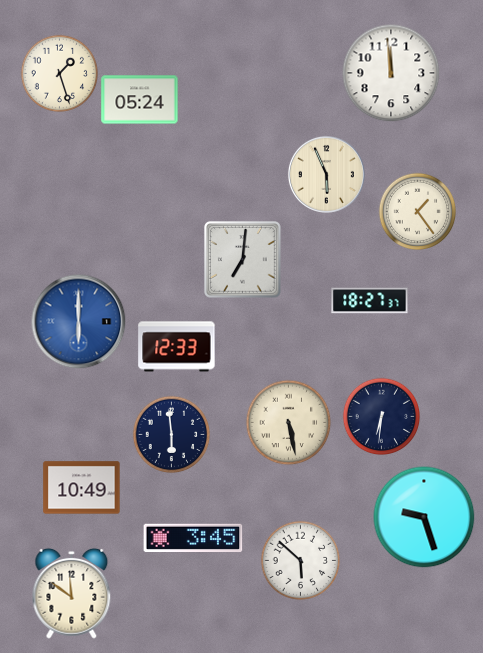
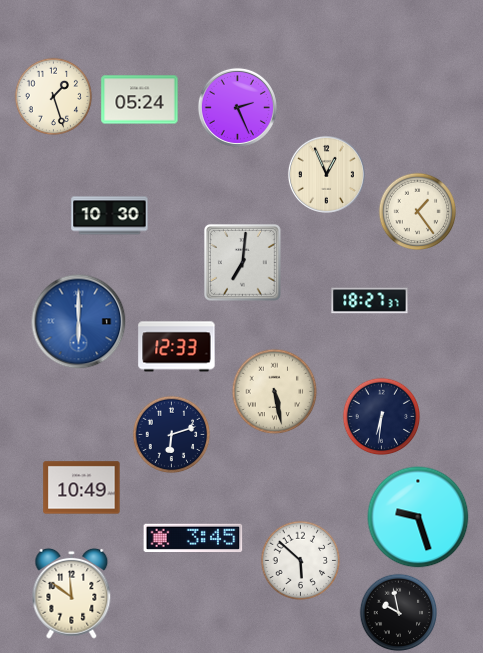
clock at (59, 73) position: (59, 73) -> (53, 96)
clock at (391, 73): 11:59 -> none
clock at (237, 107): none -> 2:26
clock at (326, 174): 5:56 -> 12:56
clock at (110, 216): none -> 10:30
clock at (243, 260) position: (243, 260) -> (243, 263)
clock at (288, 422) position: (288, 422) -> (274, 391)
clock at (171, 434): 5:59 -> 6:12
clock at (424, 517) position: (424, 517) -> (418, 517)
clock at (398, 612): none -> 9:58
